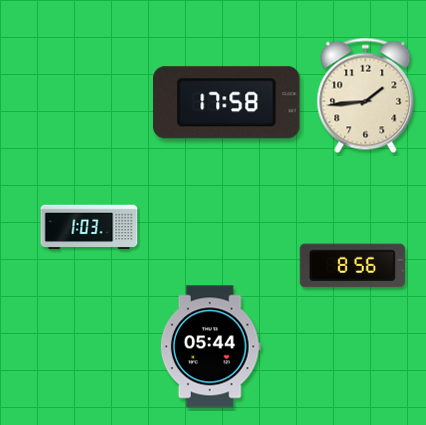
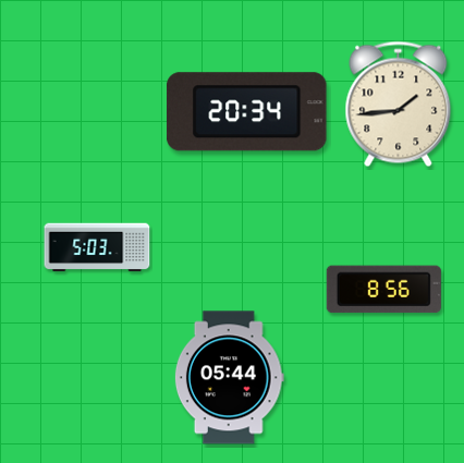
clock at (227, 103): 17:58 -> 20:34
clock at (89, 227): 1:03 -> 5:03
